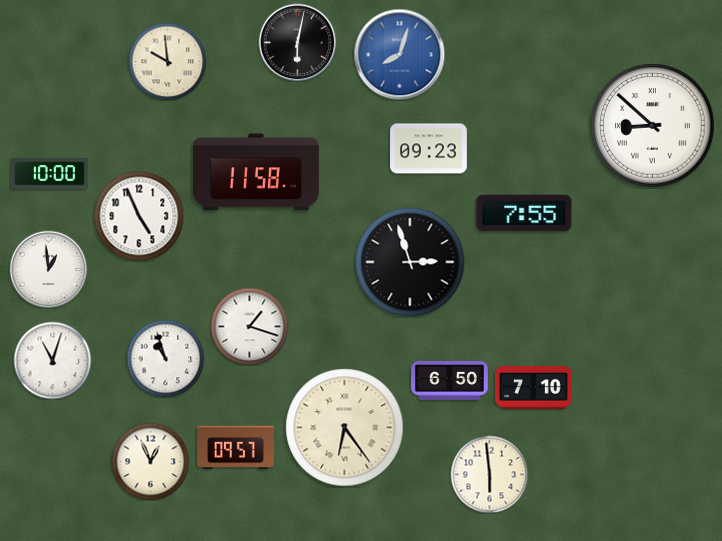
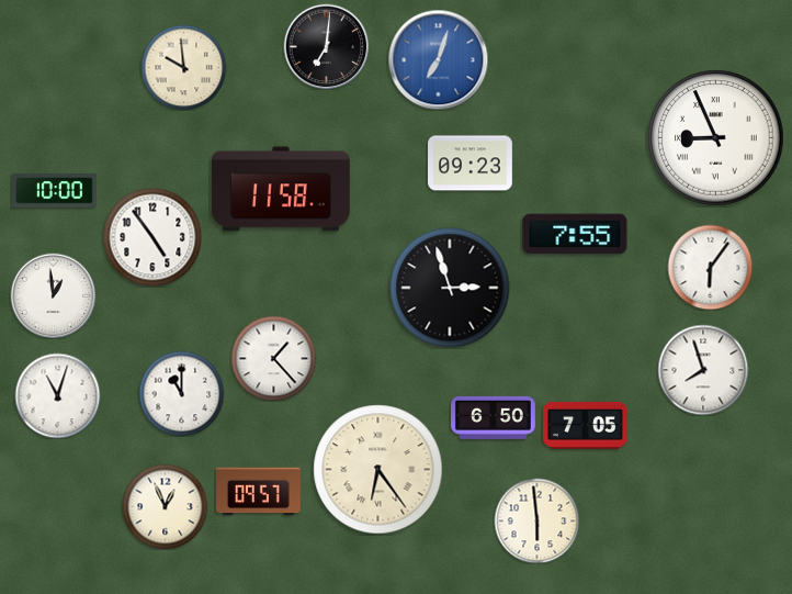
clock at (297, 42): 6:02 -> 7:01
clock at (399, 54): 8:03 -> 7:03
clock at (653, 126): 8:52 -> 8:56
clock at (139, 216): 4:56 -> 4:54
clock at (710, 267): none -> 6:06
clock at (249, 326): 1:18 -> 1:23
clock at (703, 370): none -> 7:57
clock at (165, 358): 10:57 -> 11:00
clock at (534, 388): 7:10 -> 7:05
